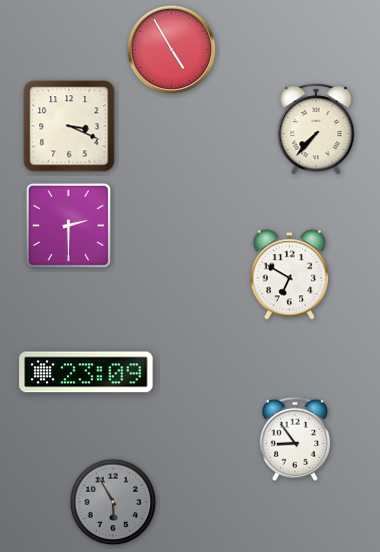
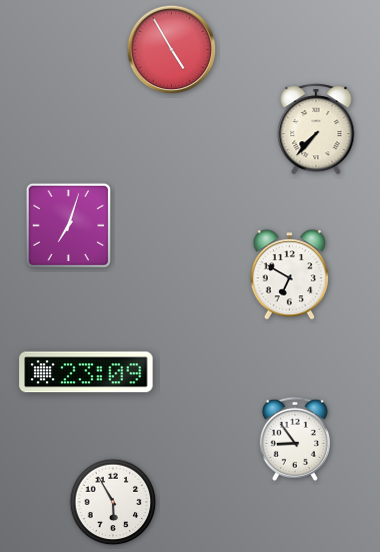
clock at (69, 126): 3:19 -> none
clock at (68, 225): 2:30 -> 7:03
clock at (113, 502) dial: grey -> white
